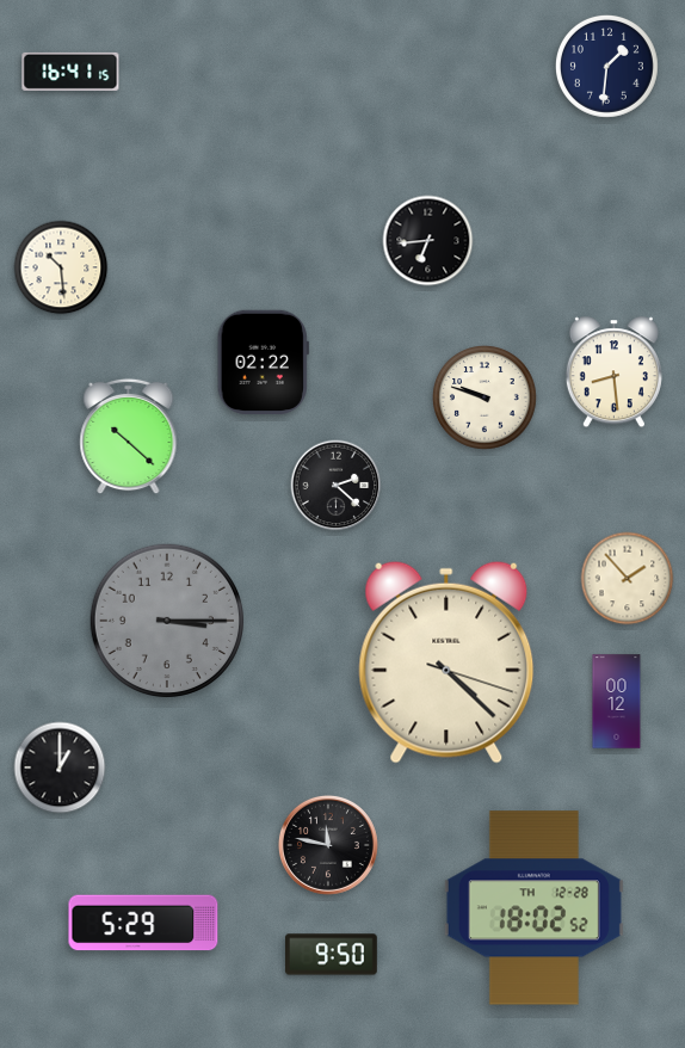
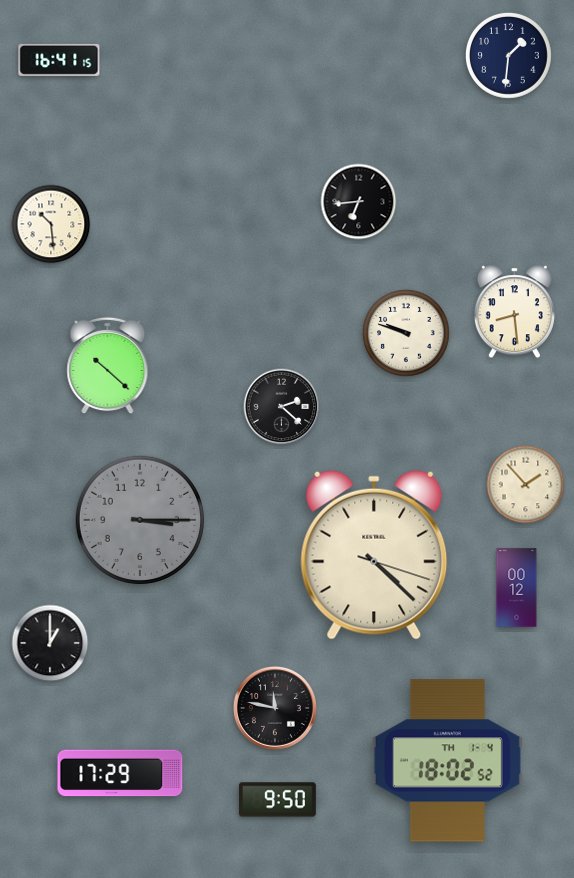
clock at (263, 363): 02:22 -> none
clock at (533, 908) date: TH 12-28 -> TH 1-4
clock at (143, 923): 5:29 -> 17:29
